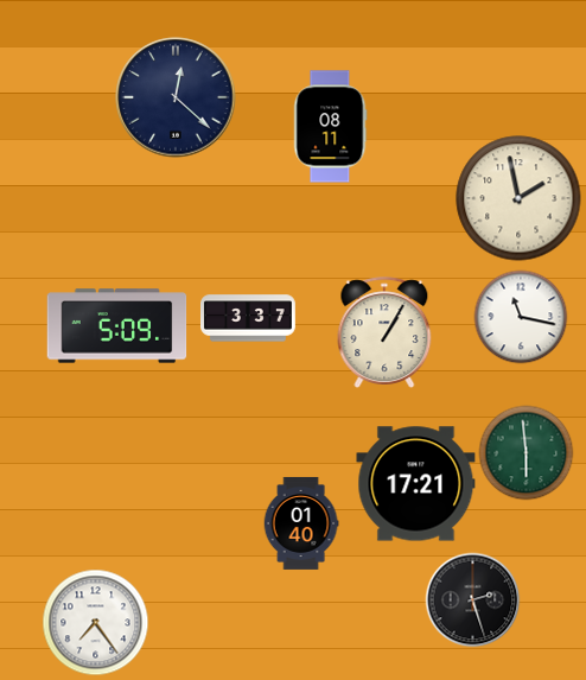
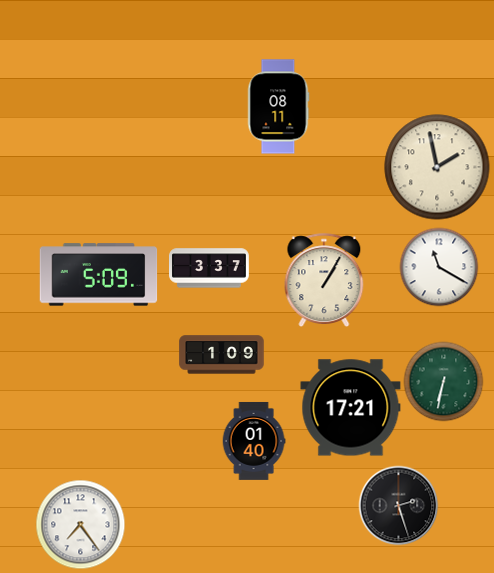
clock at (176, 97): 12:22 -> none
clock at (521, 317): 11:17 -> 11:20
clock at (222, 355): none -> 1:09
clock at (526, 452): 5:59 -> 6:32
